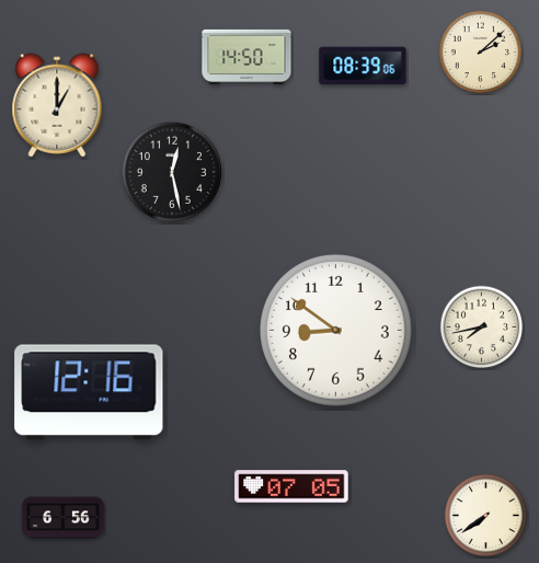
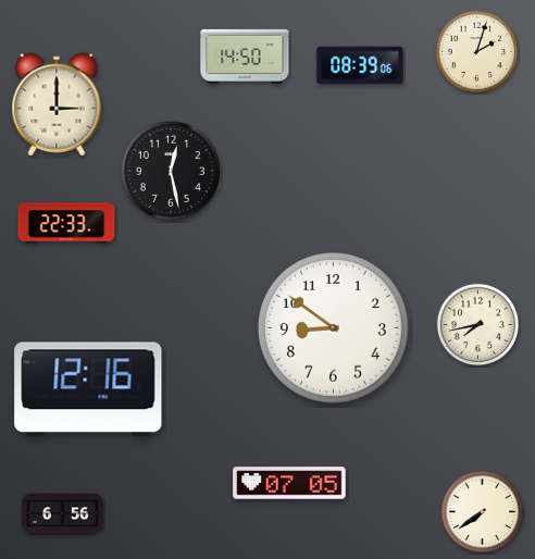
clock at (481, 53): 2:08 -> 2:03
clock at (57, 105): 1:00 -> 3:00
clock at (66, 223): none -> 22:33
